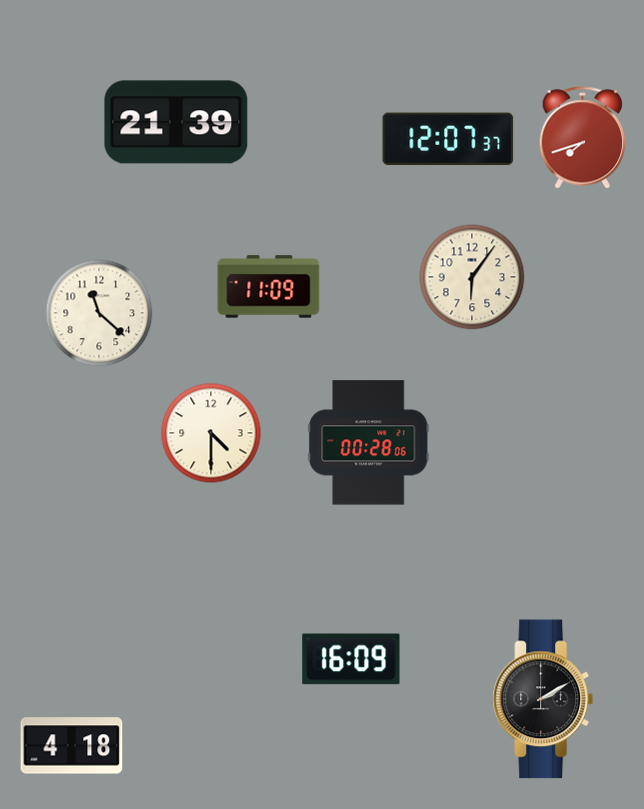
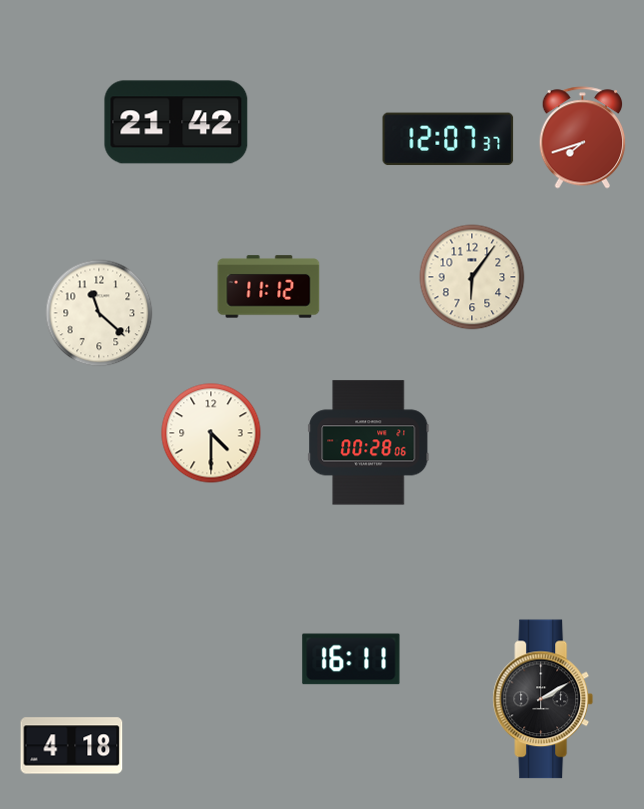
clock at (176, 122): 21:39 -> 21:42
clock at (269, 287): 11:09 -> 11:12
clock at (351, 659): 16:09 -> 16:11
